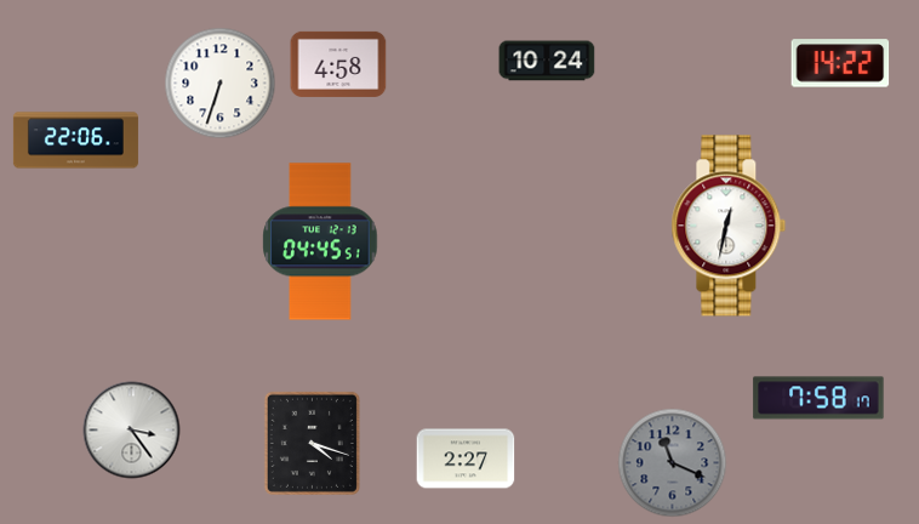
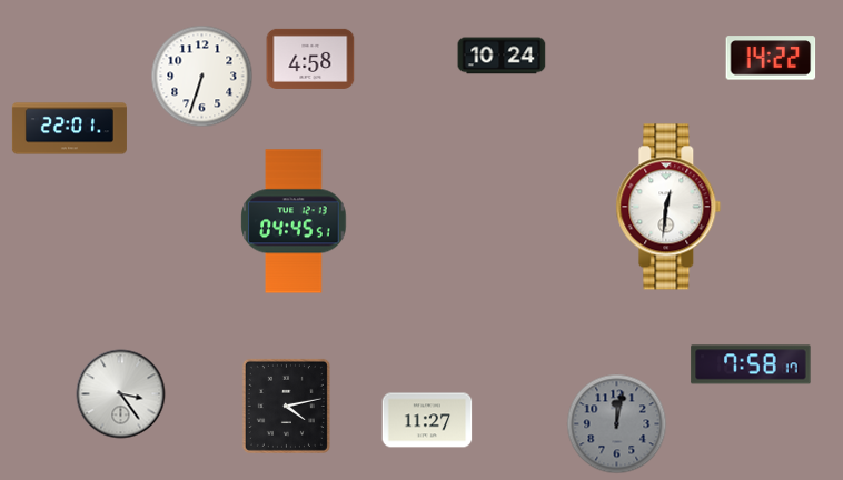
clock at (75, 141): 22:06 -> 22:01
clock at (729, 226): 12:32 -> 12:31
clock at (312, 443): 4:18 -> 4:13
clock at (466, 458): 2:27 -> 11:27
clock at (673, 463): 11:19 -> 12:02
